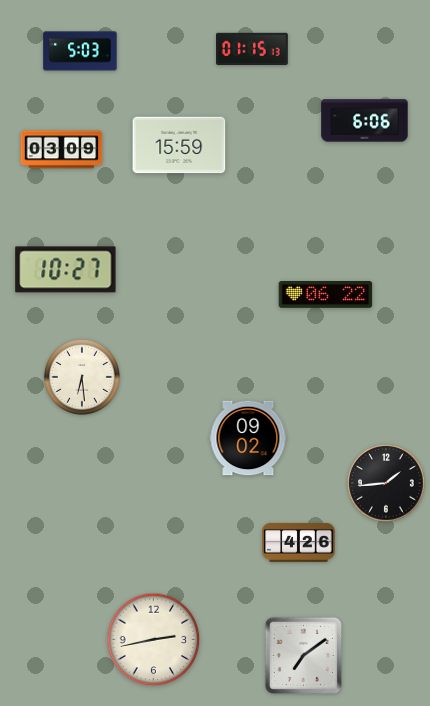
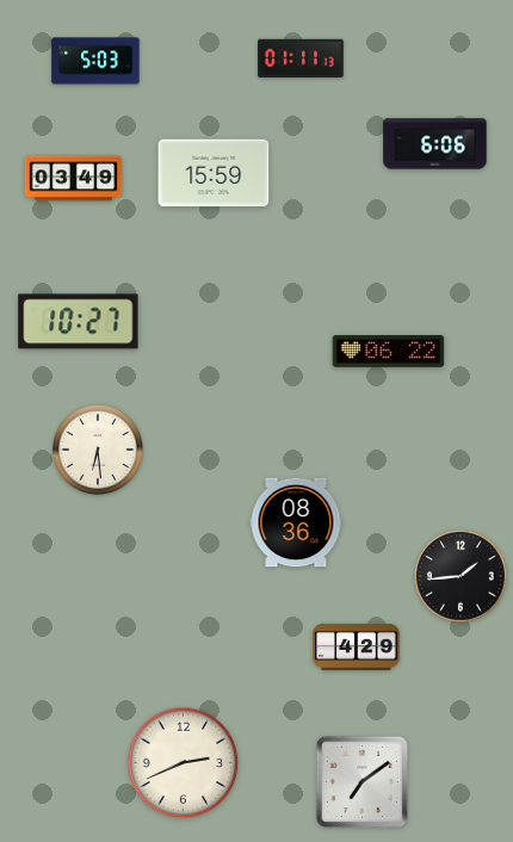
clock at (253, 48): 01:15 -> 01:11
clock at (62, 150): 03:09 -> 03:49
clock at (248, 438): 09:02 -> 08:36
clock at (299, 542): 4:26 -> 4:29
clock at (154, 640): 2:43 -> 2:41
